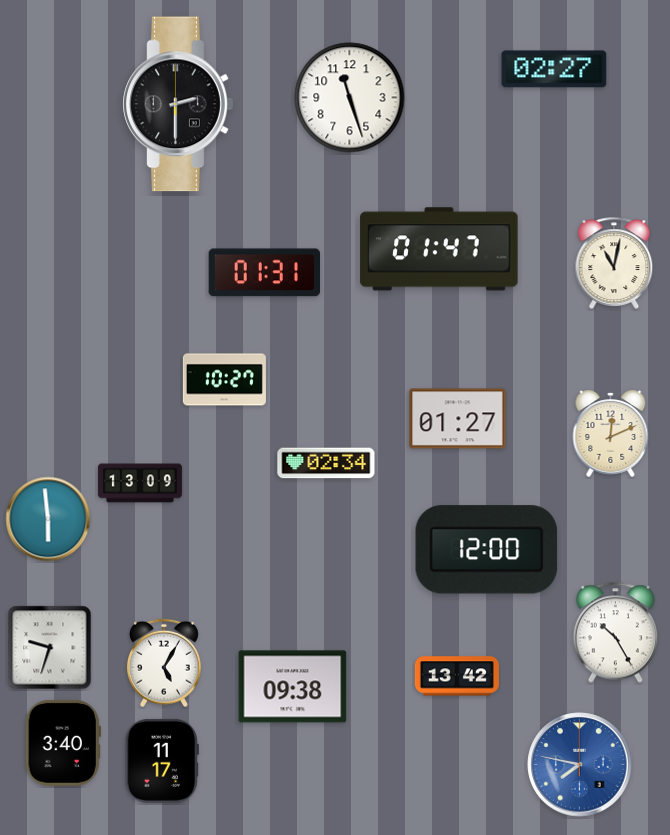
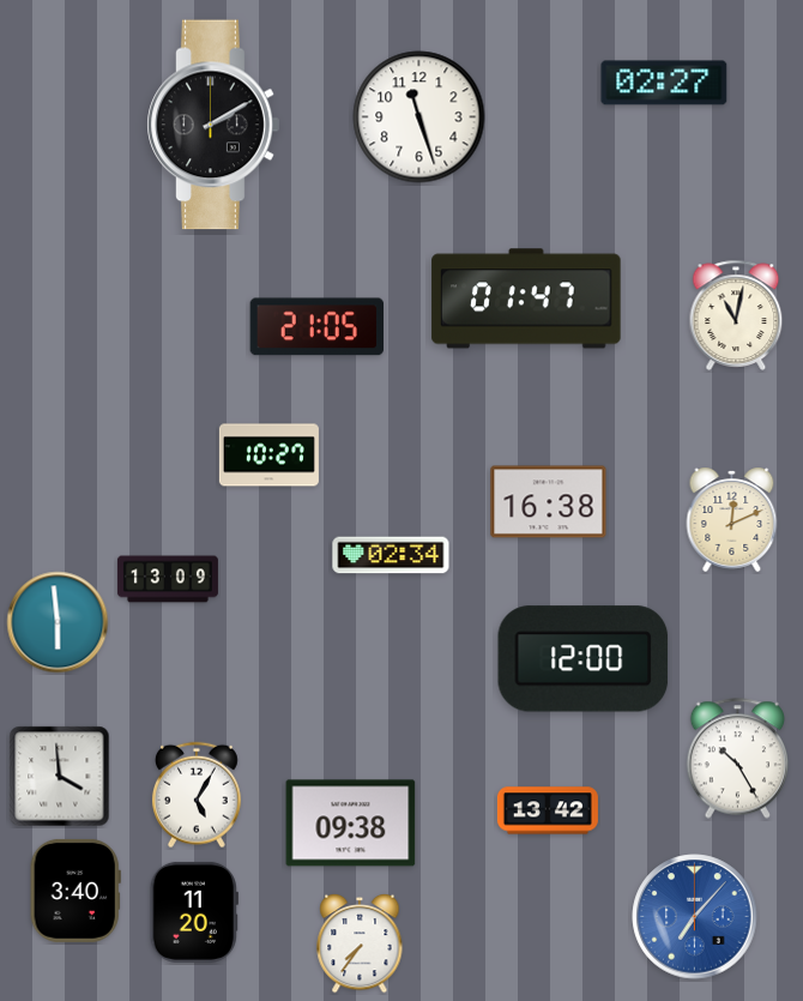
clock at (178, 104): 2:30 -> 2:10
clock at (265, 273): 01:31 -> 21:05
clock at (458, 419): 01:27 -> 16:38
clock at (50, 648): 9:33 -> 3:59
clock at (162, 761): 11:17 -> 11:20
clock at (580, 765): 7:47 -> 7:07
clock at (360, 943): none -> 7:36
